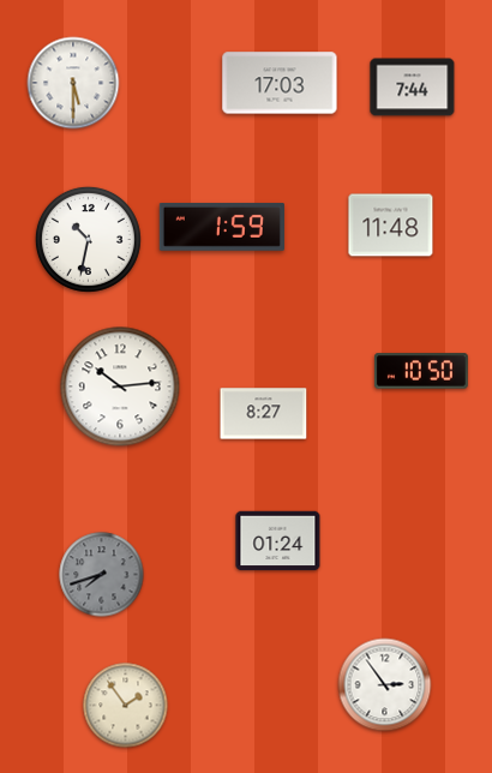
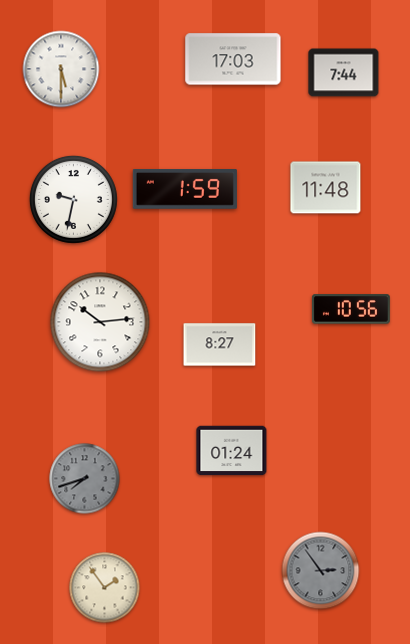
clock at (280, 83) position: (280, 83) -> (233, 59)
clock at (88, 239): 10:32 -> 9:32
clock at (421, 371): 10:50 -> 10:56
clock at (385, 685) dial: white -> grey
